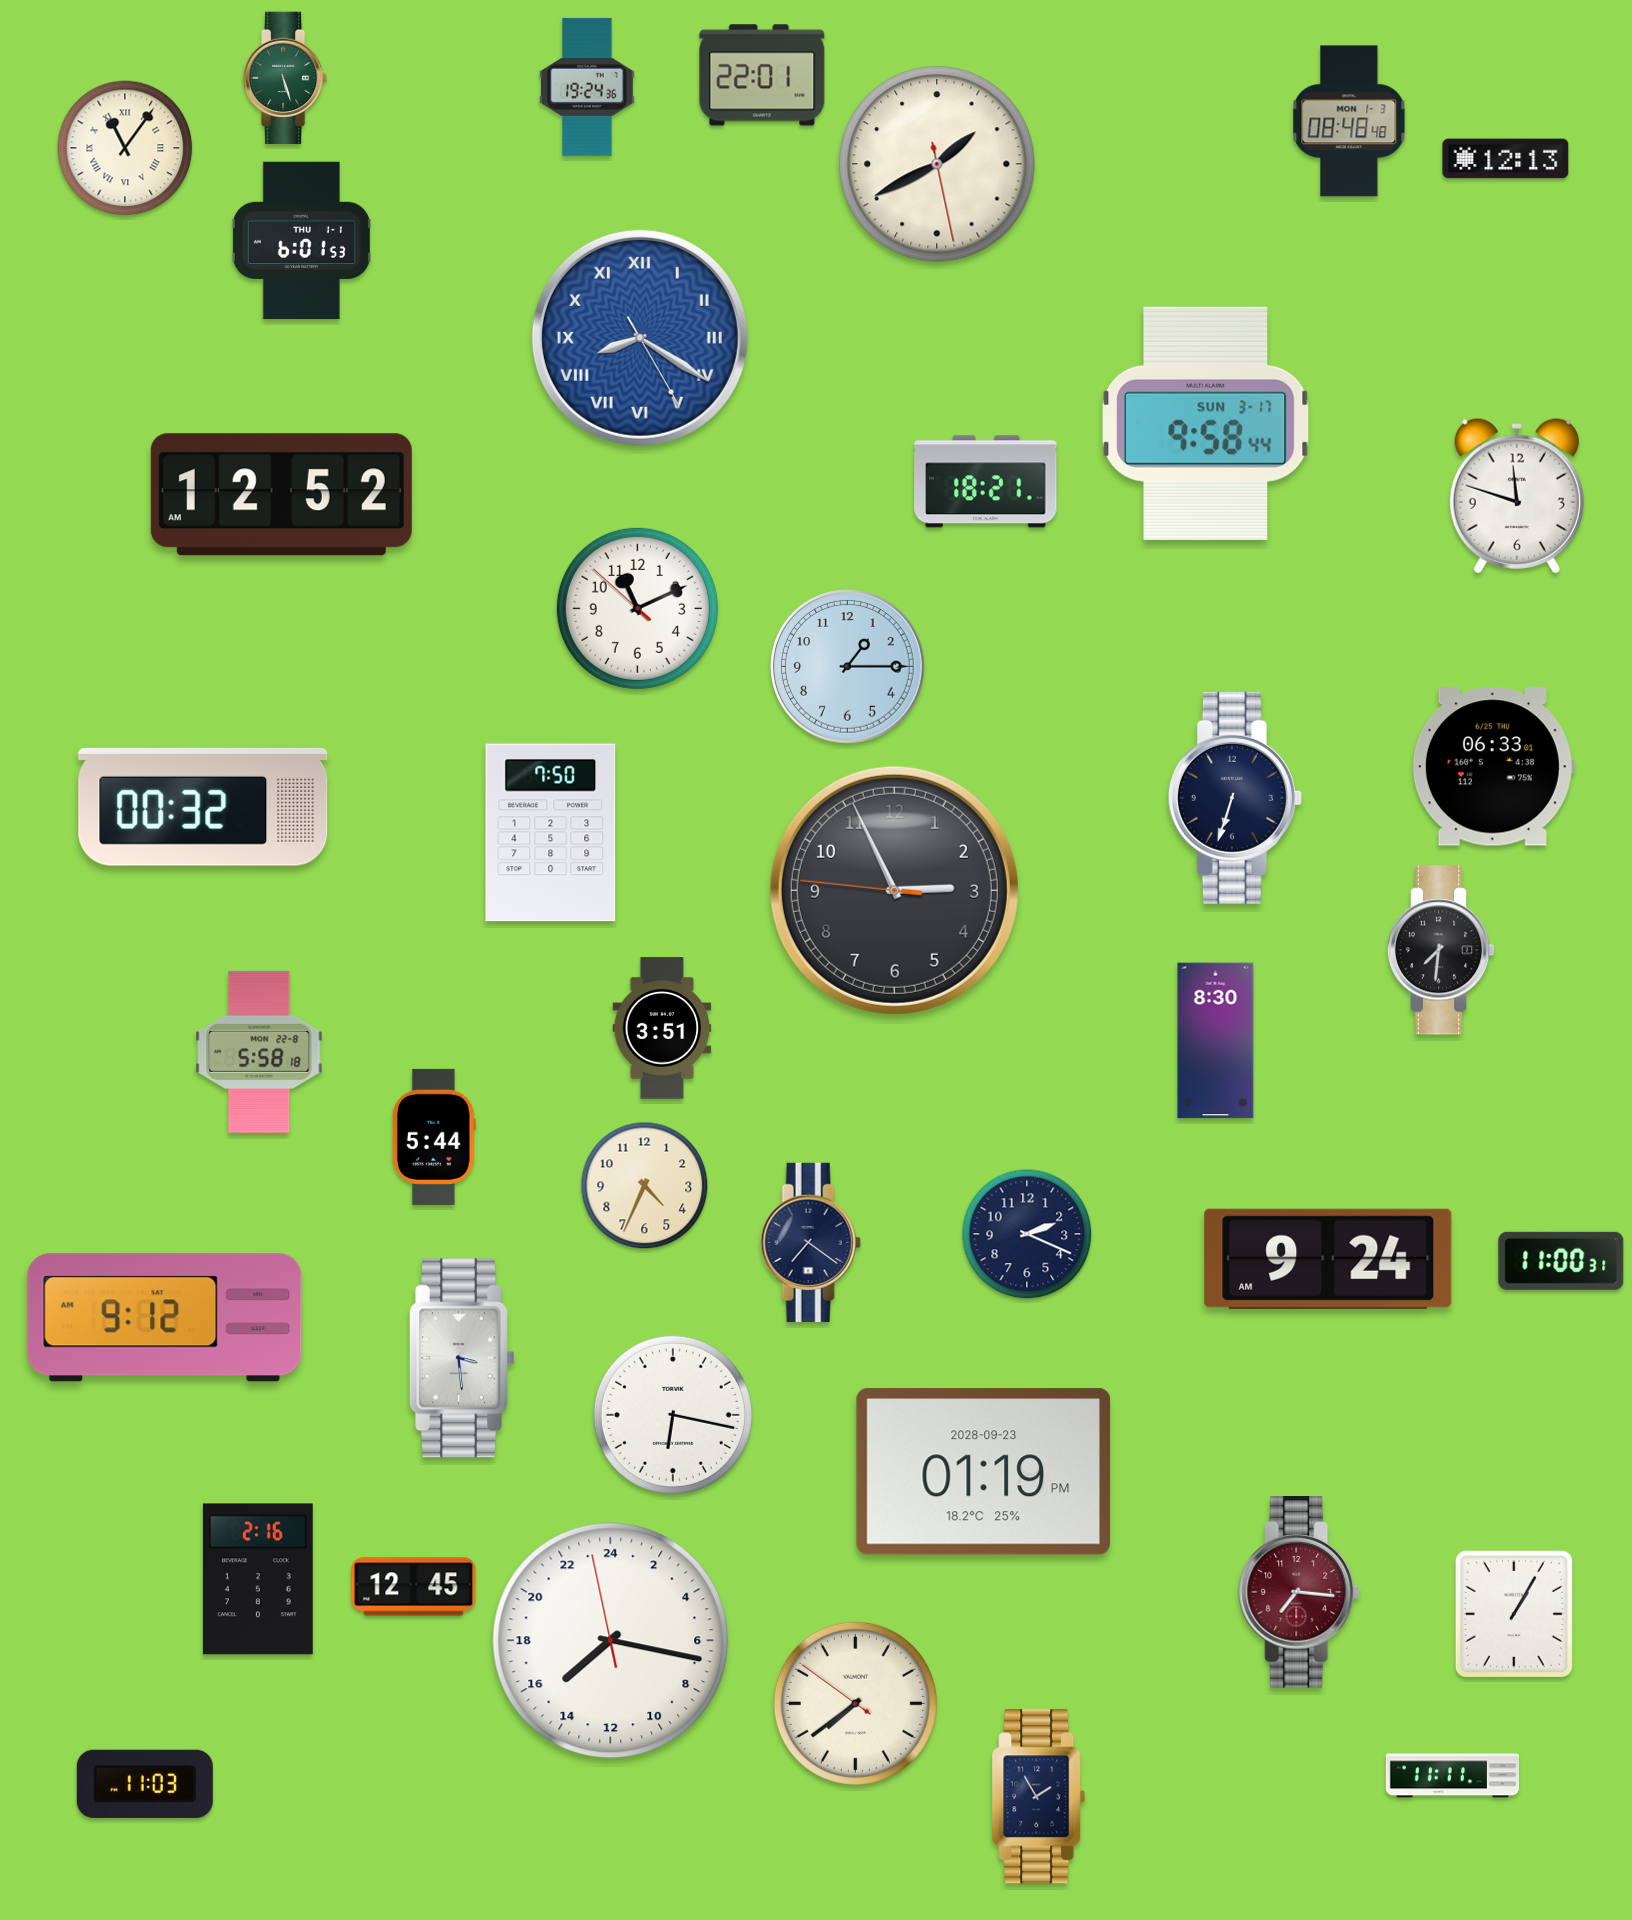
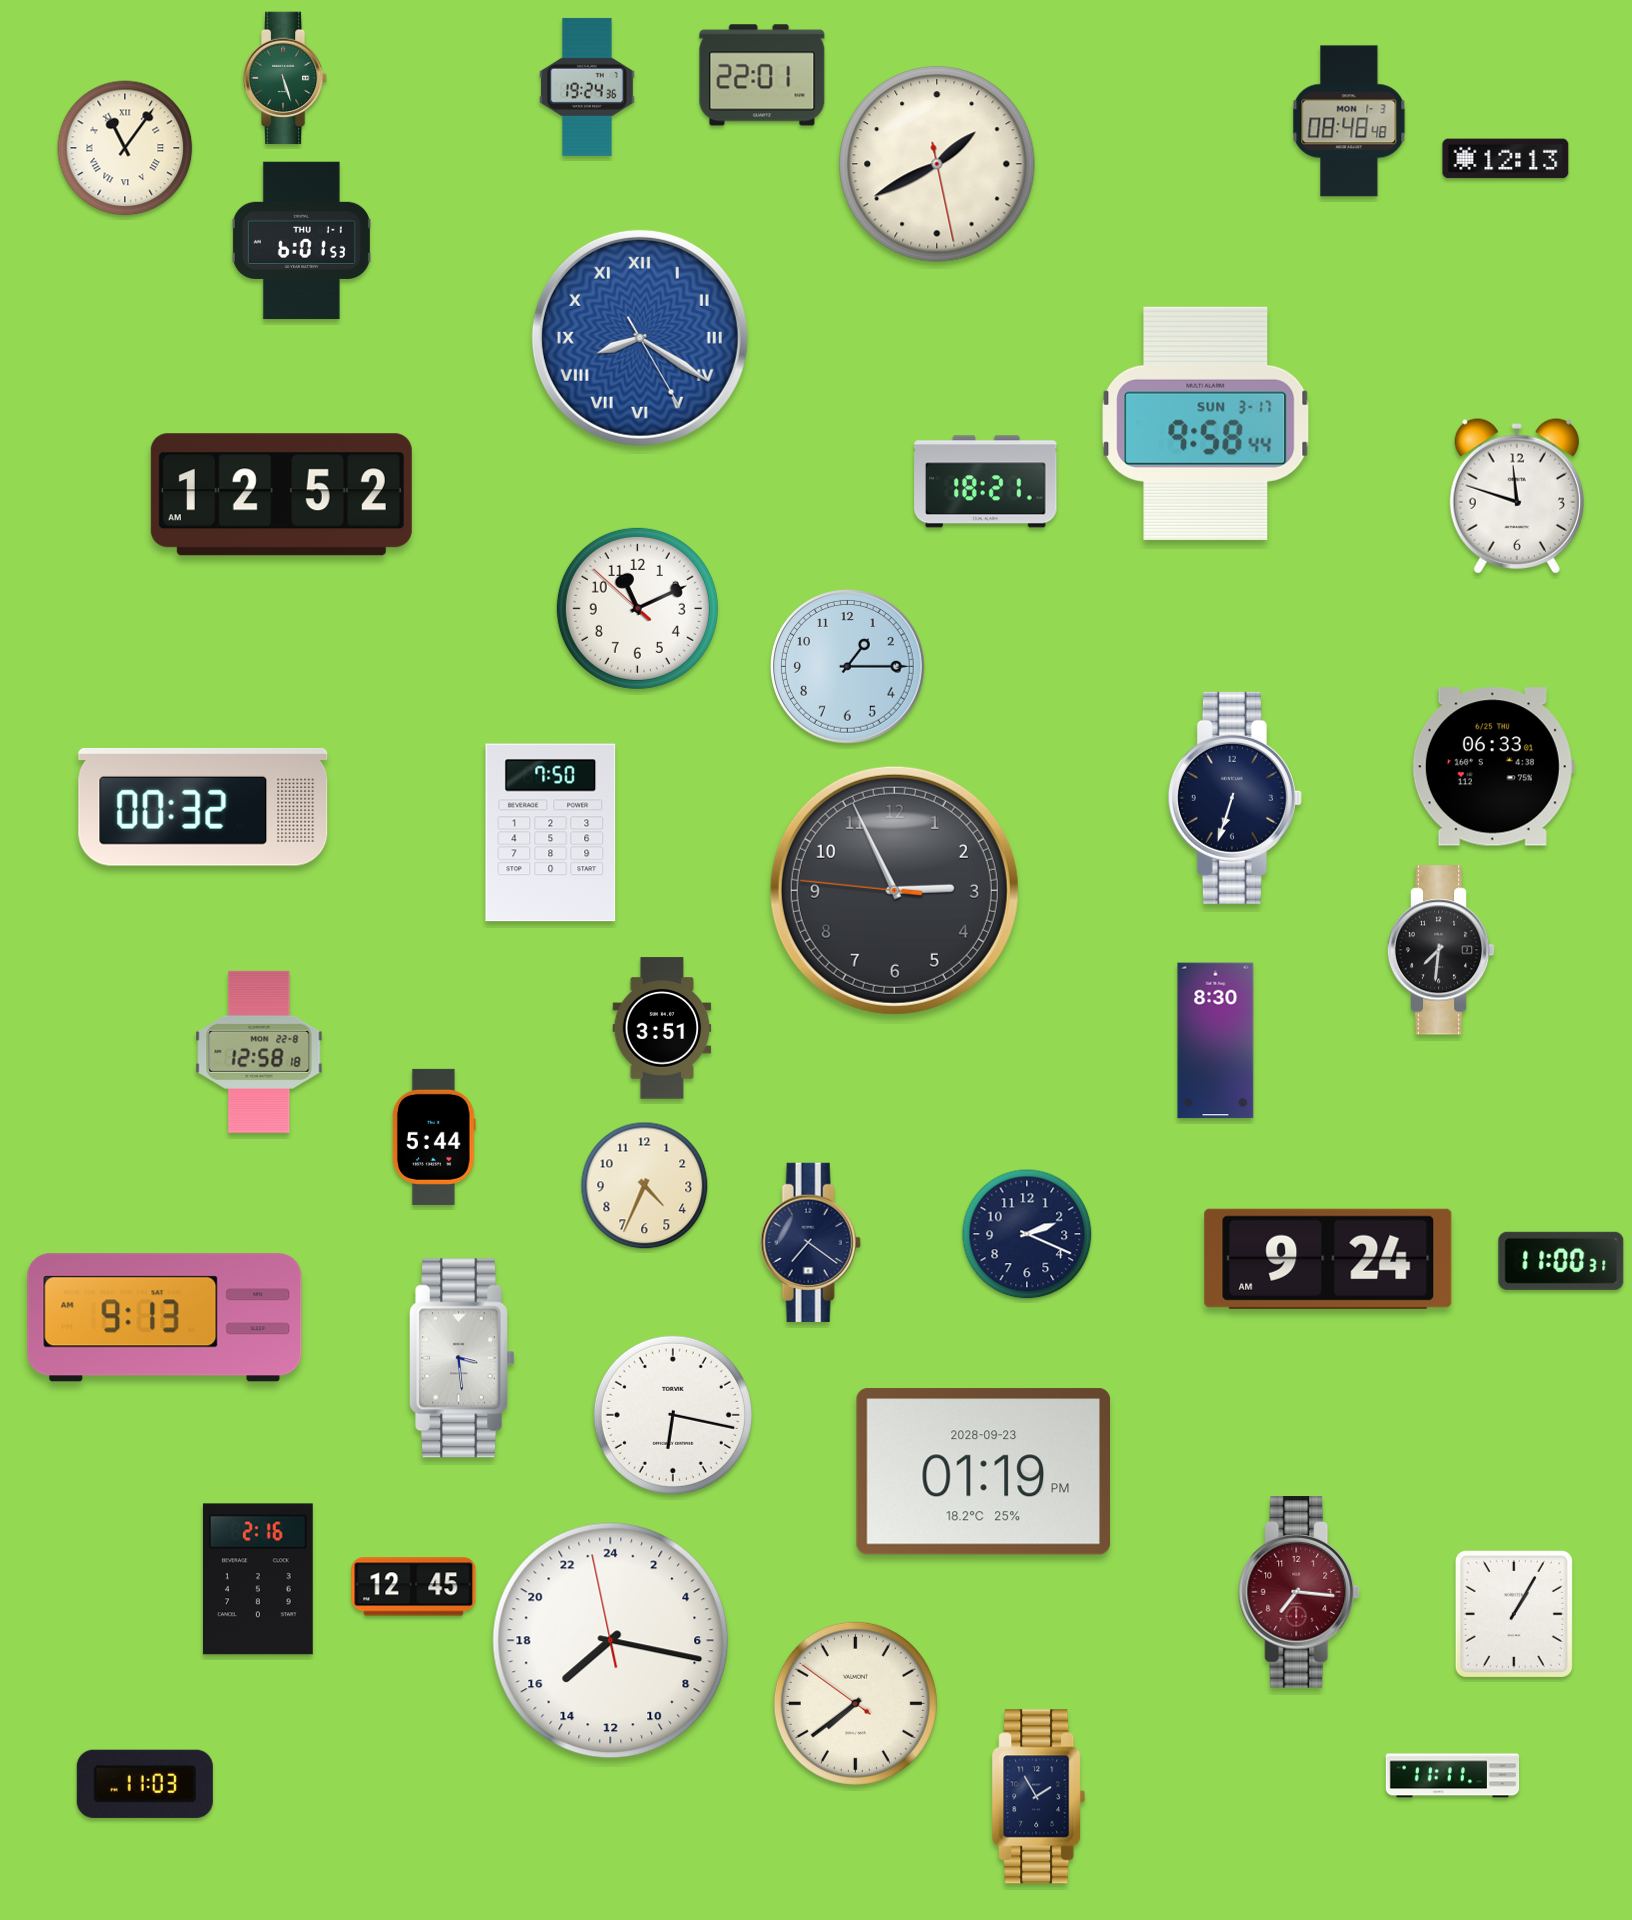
clock at (259, 1052): 5:58 -> 12:58
clock at (165, 1318): 9:12 -> 9:13
